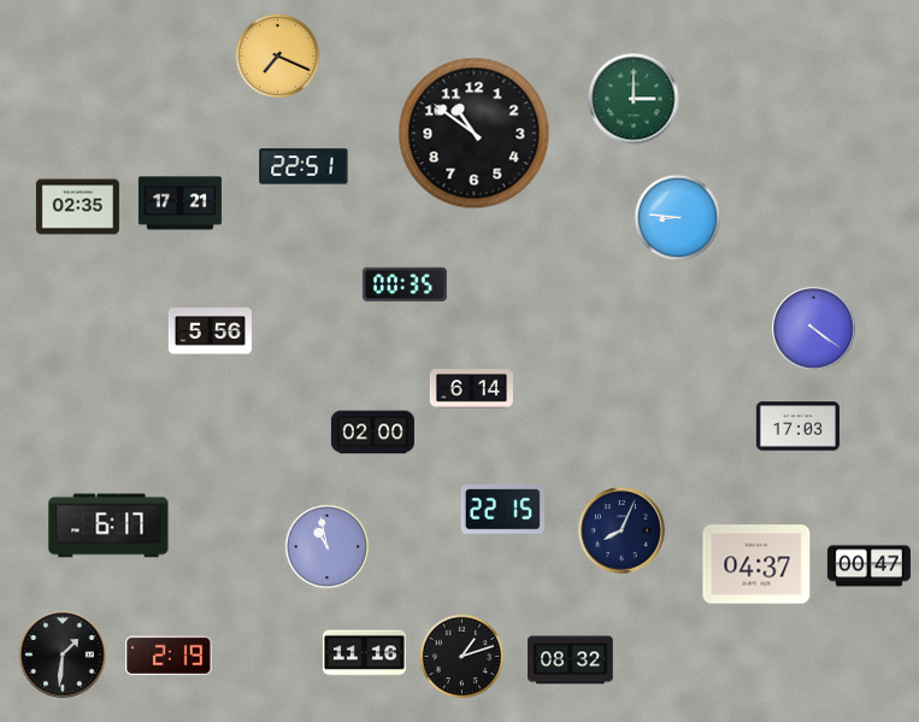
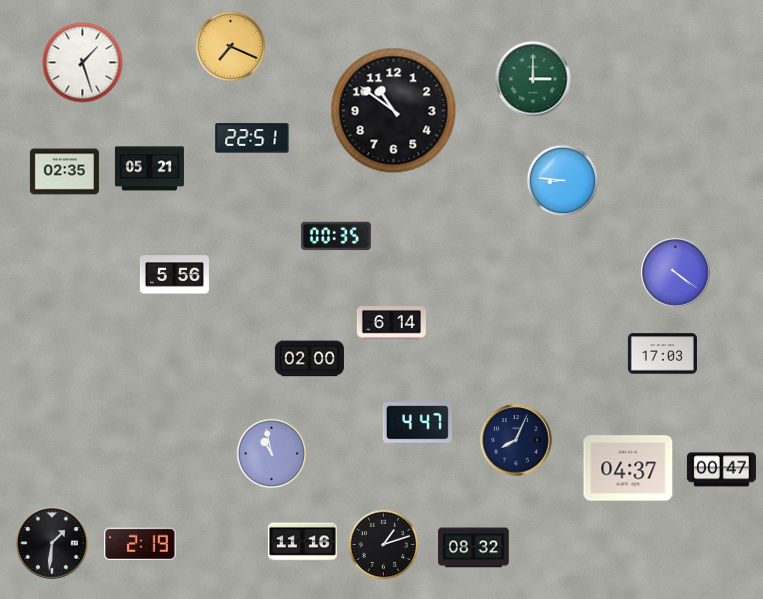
clock at (83, 63): none -> 1:27
clock at (634, 99) position: (634, 99) -> (533, 79)
clock at (179, 204): 17:21 -> 05:21
clock at (502, 510): 22:15 -> 4:47
clock at (108, 526): 6:17 -> none
